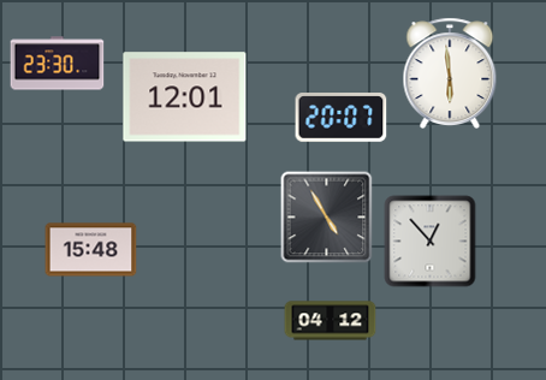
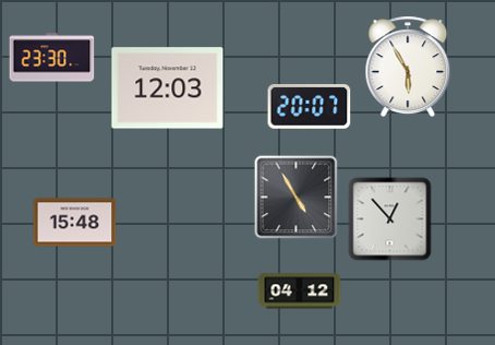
clock at (450, 72): 5:59 -> 5:55
clock at (185, 97): 12:01 -> 12:03
clock at (91, 250) position: (91, 250) -> (75, 223)
